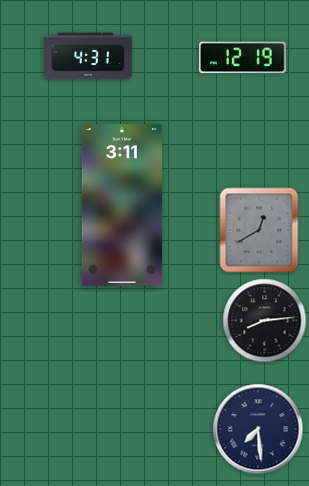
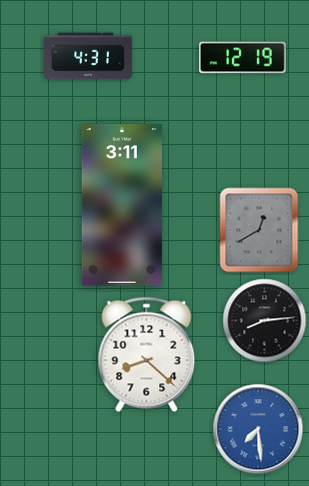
clock at (147, 355): none -> 8:22
clock at (258, 429) dial: navy -> blue
